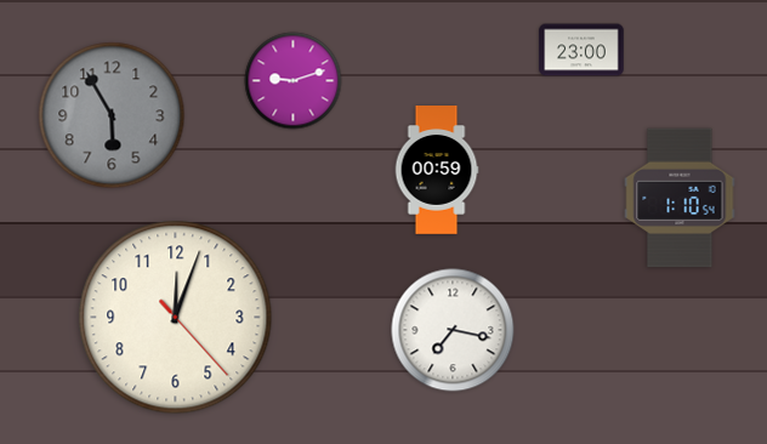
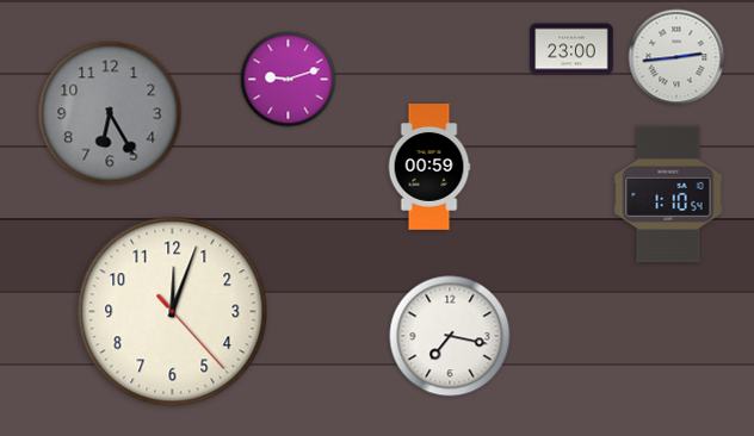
clock at (676, 57): none -> 2:44
clock at (112, 115): 5:55 -> 6:25
clock at (453, 330) position: (453, 330) -> (450, 336)
